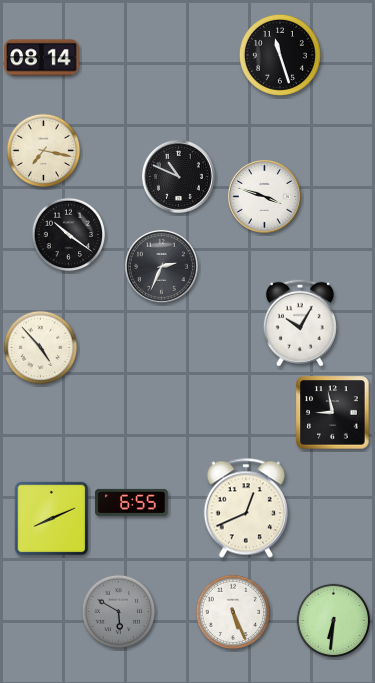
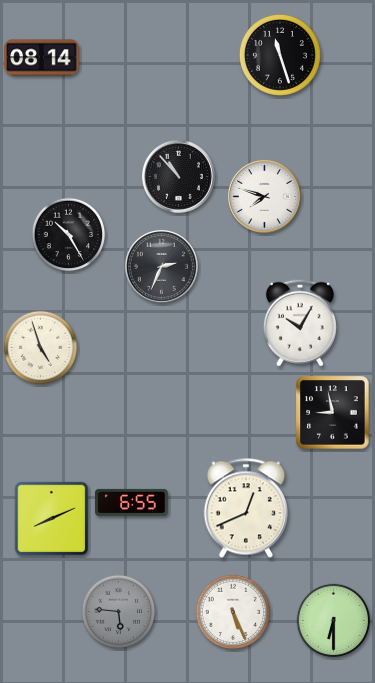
clock at (44, 151): 7:17 -> none
clock at (178, 176): 10:49 -> 10:53
clock at (264, 196): 3:48 -> 7:48
clock at (69, 235): 10:21 -> 10:25
clock at (41, 348): 4:53 -> 4:57
clock at (119, 612): 5:50 -> 5:46
clock at (334, 621): 6:31 -> 6:30
